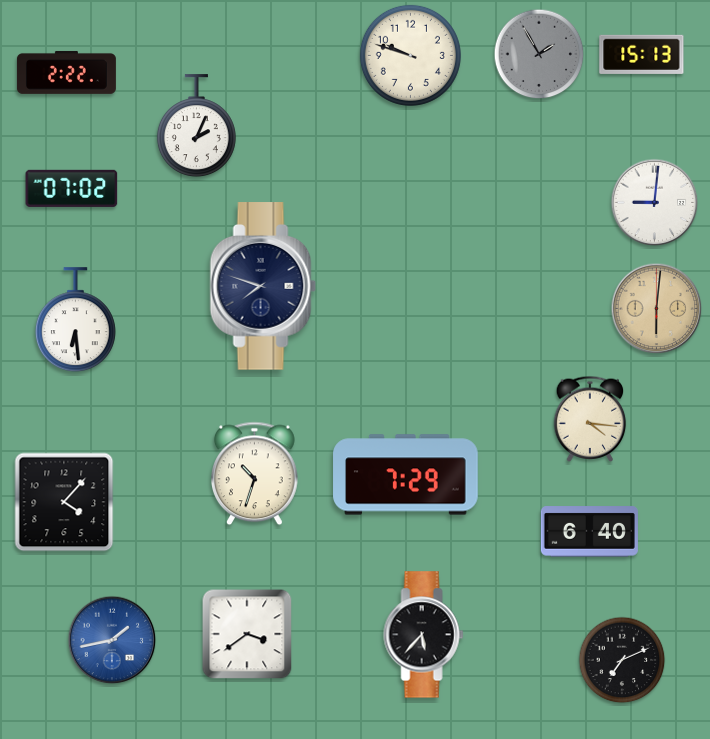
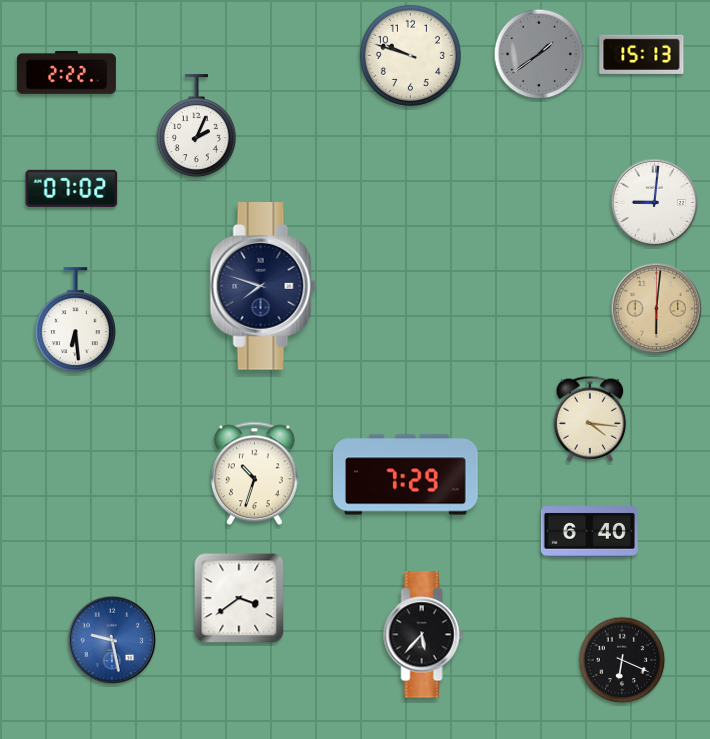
clock at (539, 54): 1:55 -> 1:39
clock at (64, 502): 4:07 -> none
clock at (247, 634) position: (247, 634) -> (239, 598)
clock at (112, 640): 1:43 -> 9:28
clock at (622, 660): 7:11 -> 6:19
